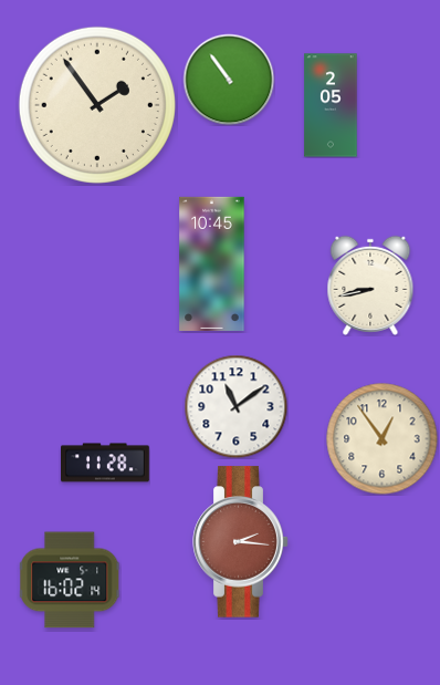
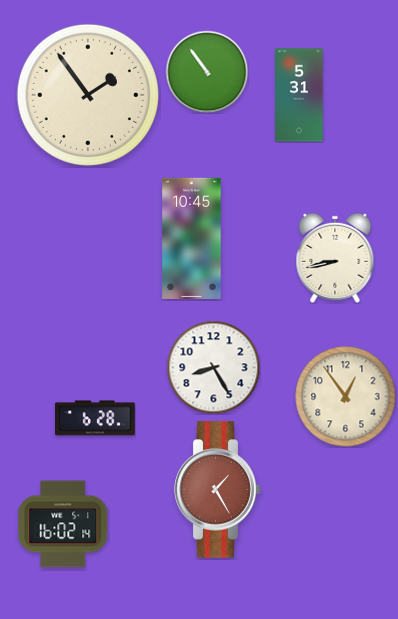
clock at (331, 105): 2:05 -> 5:31
clock at (235, 406): 11:09 -> 8:25
clock at (106, 463): 11:28 -> 6:28
clock at (241, 542): 2:16 -> 1:25
